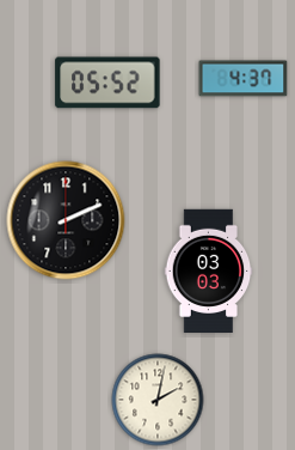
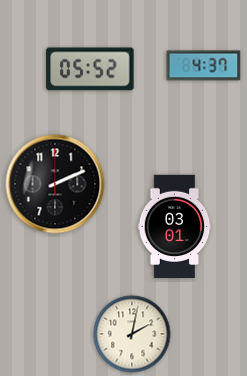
clock at (209, 270): 03:03 -> 03:01
